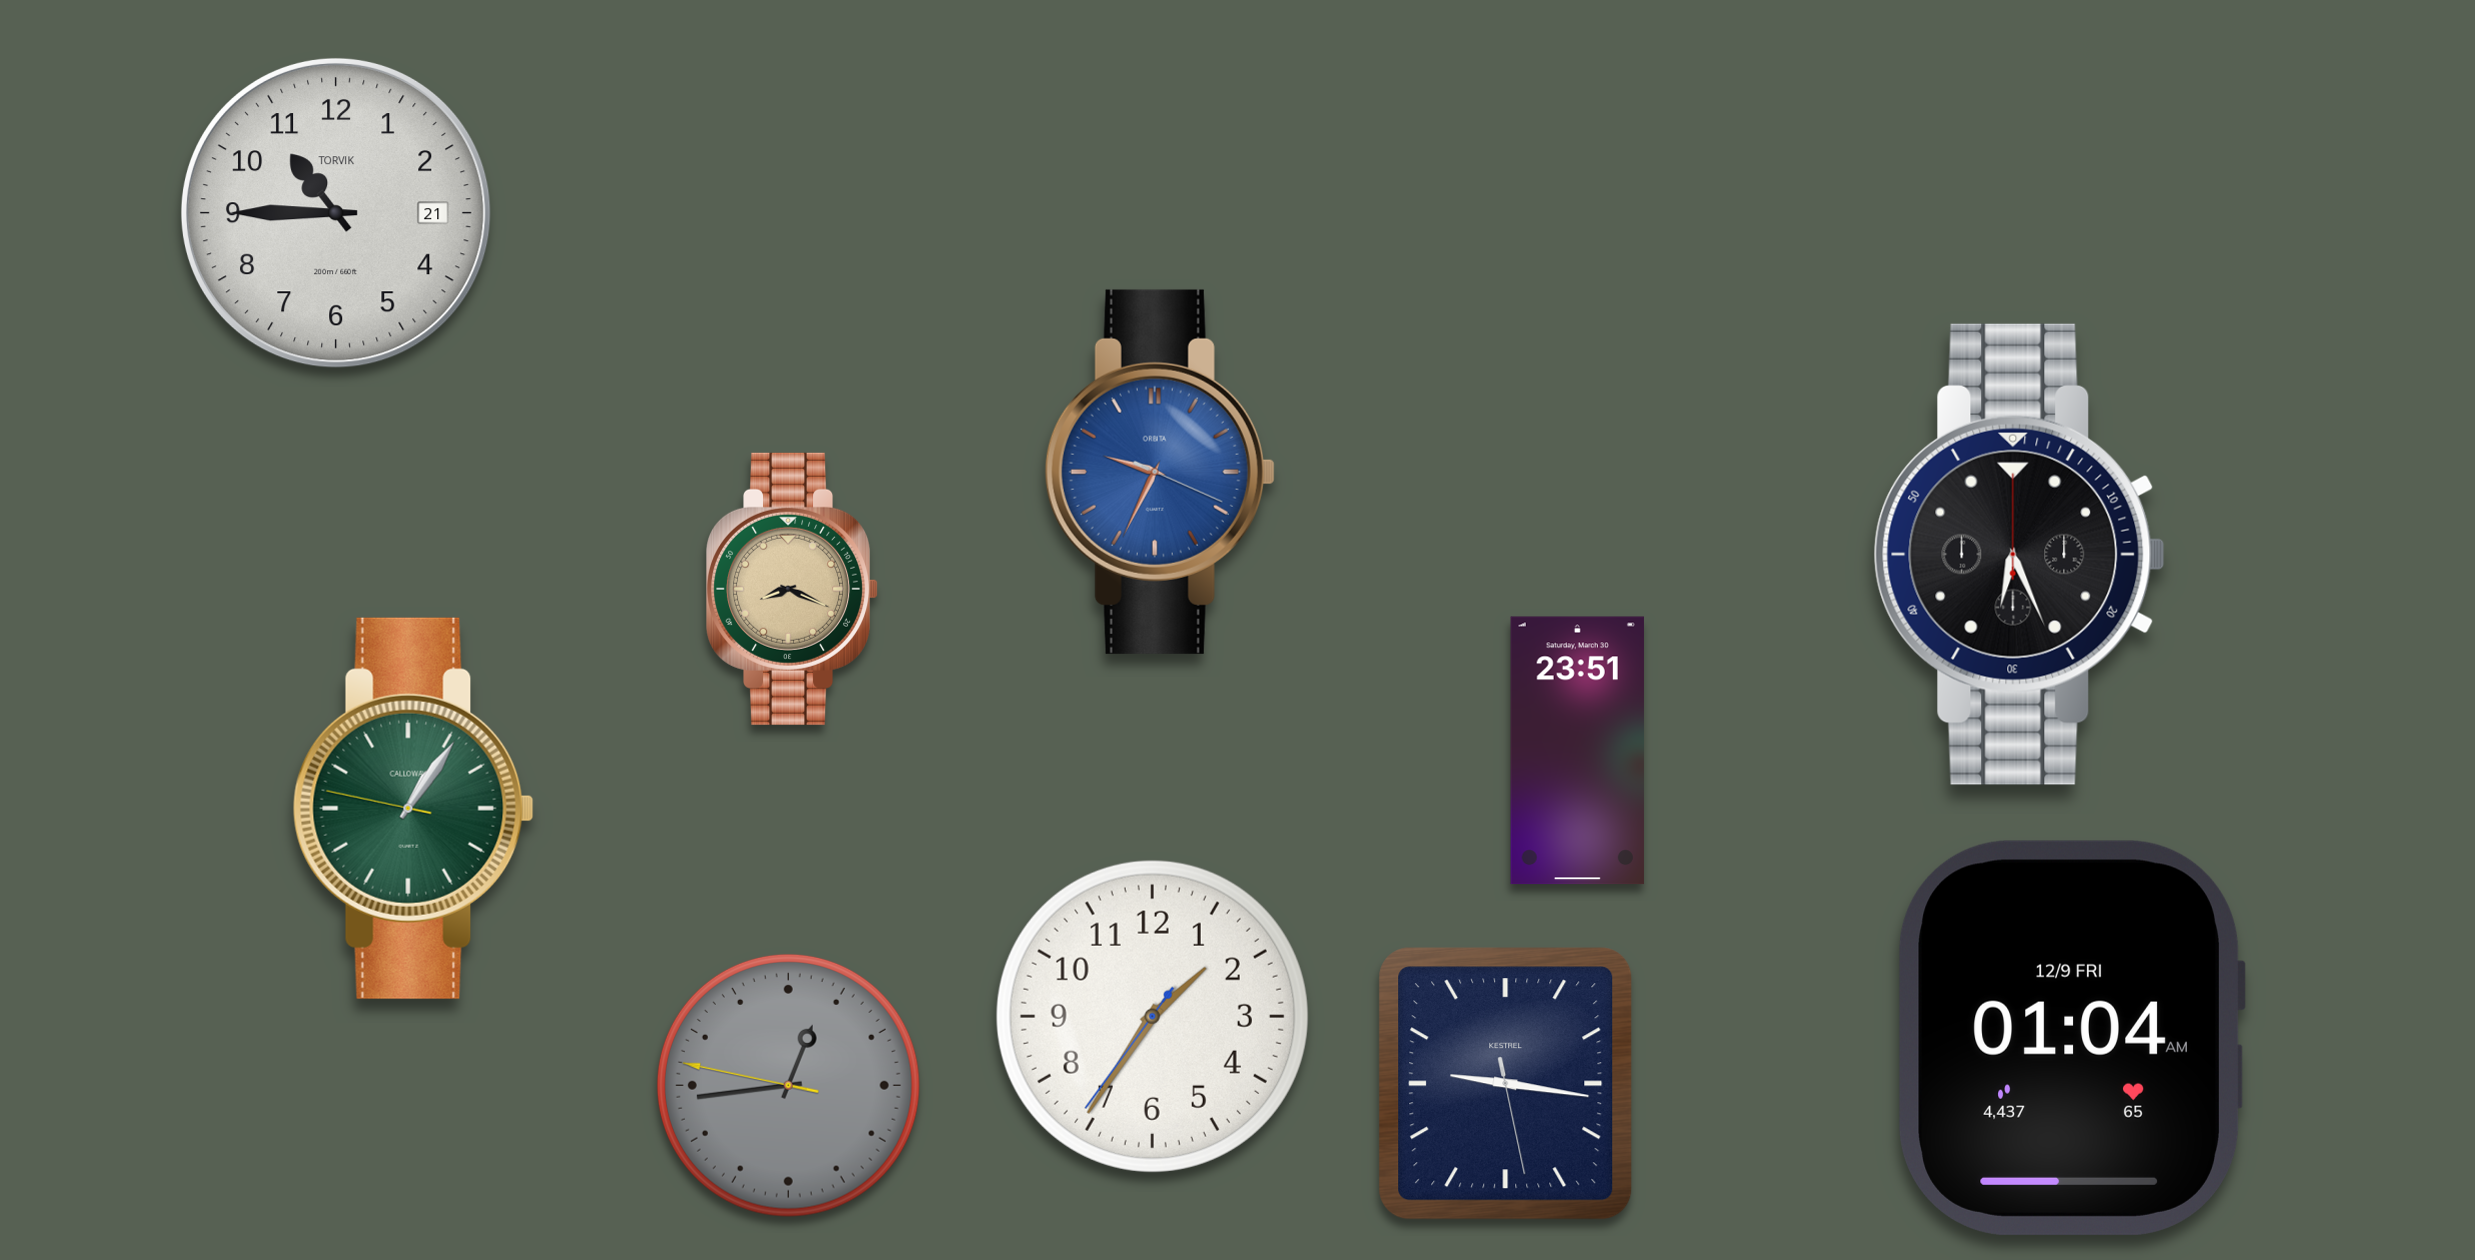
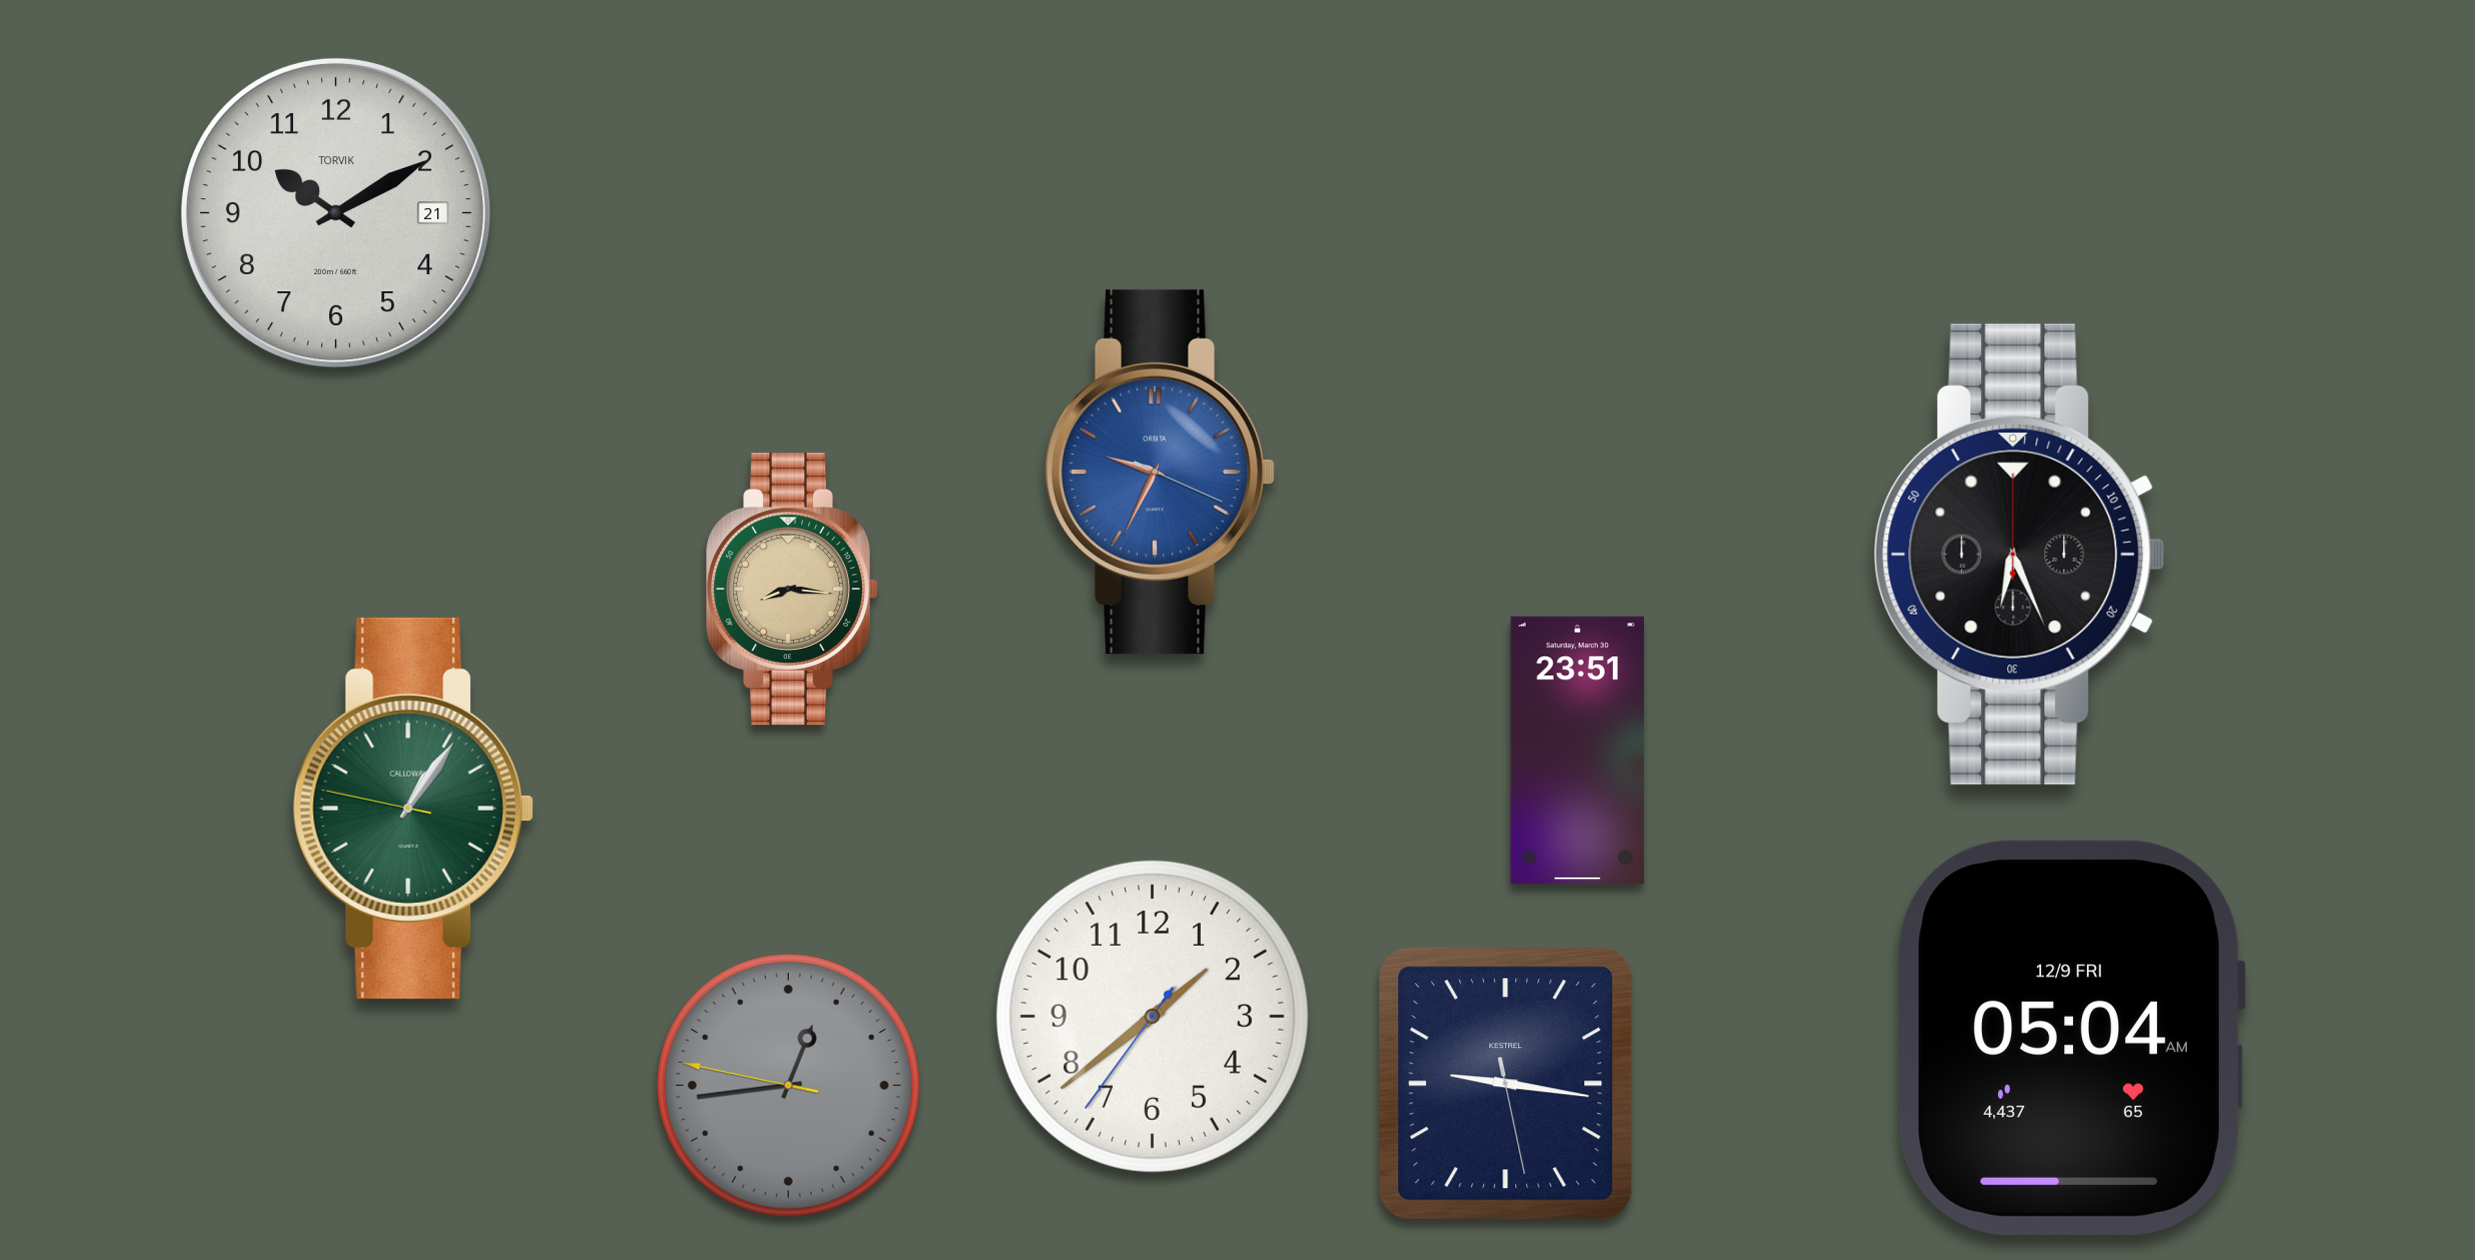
clock at (336, 213): 10:45 -> 10:10
clock at (793, 589): 8:19 -> 8:16
clock at (1152, 1016): 1:35 -> 1:38
clock at (2072, 1038): 01:04 -> 05:04
